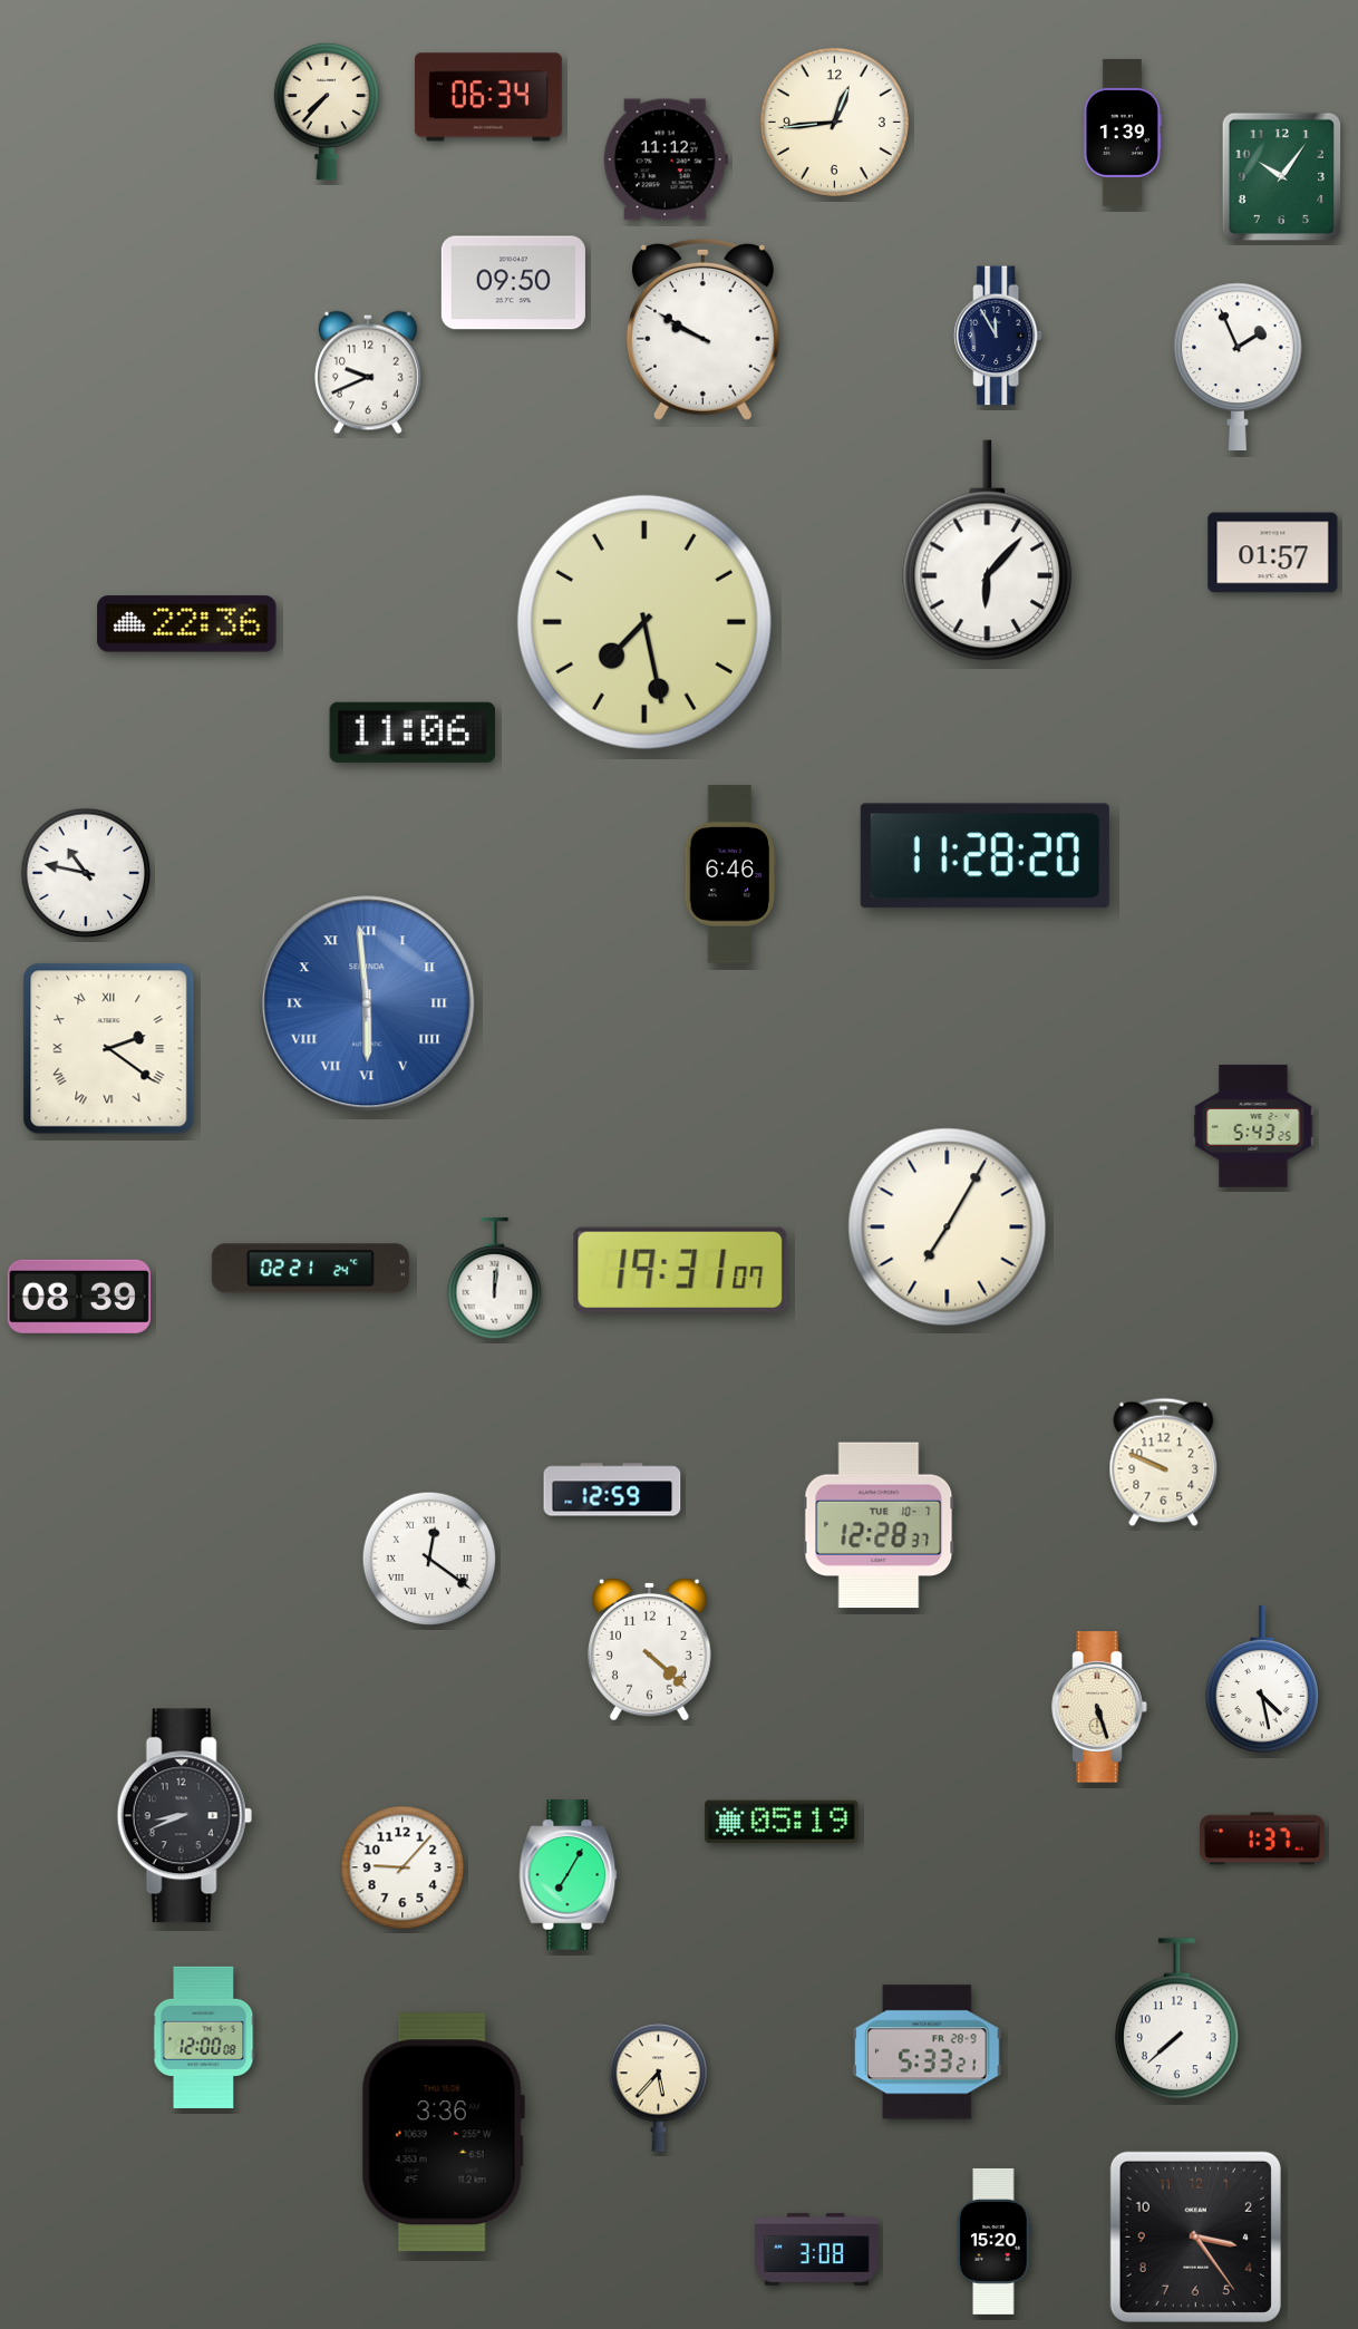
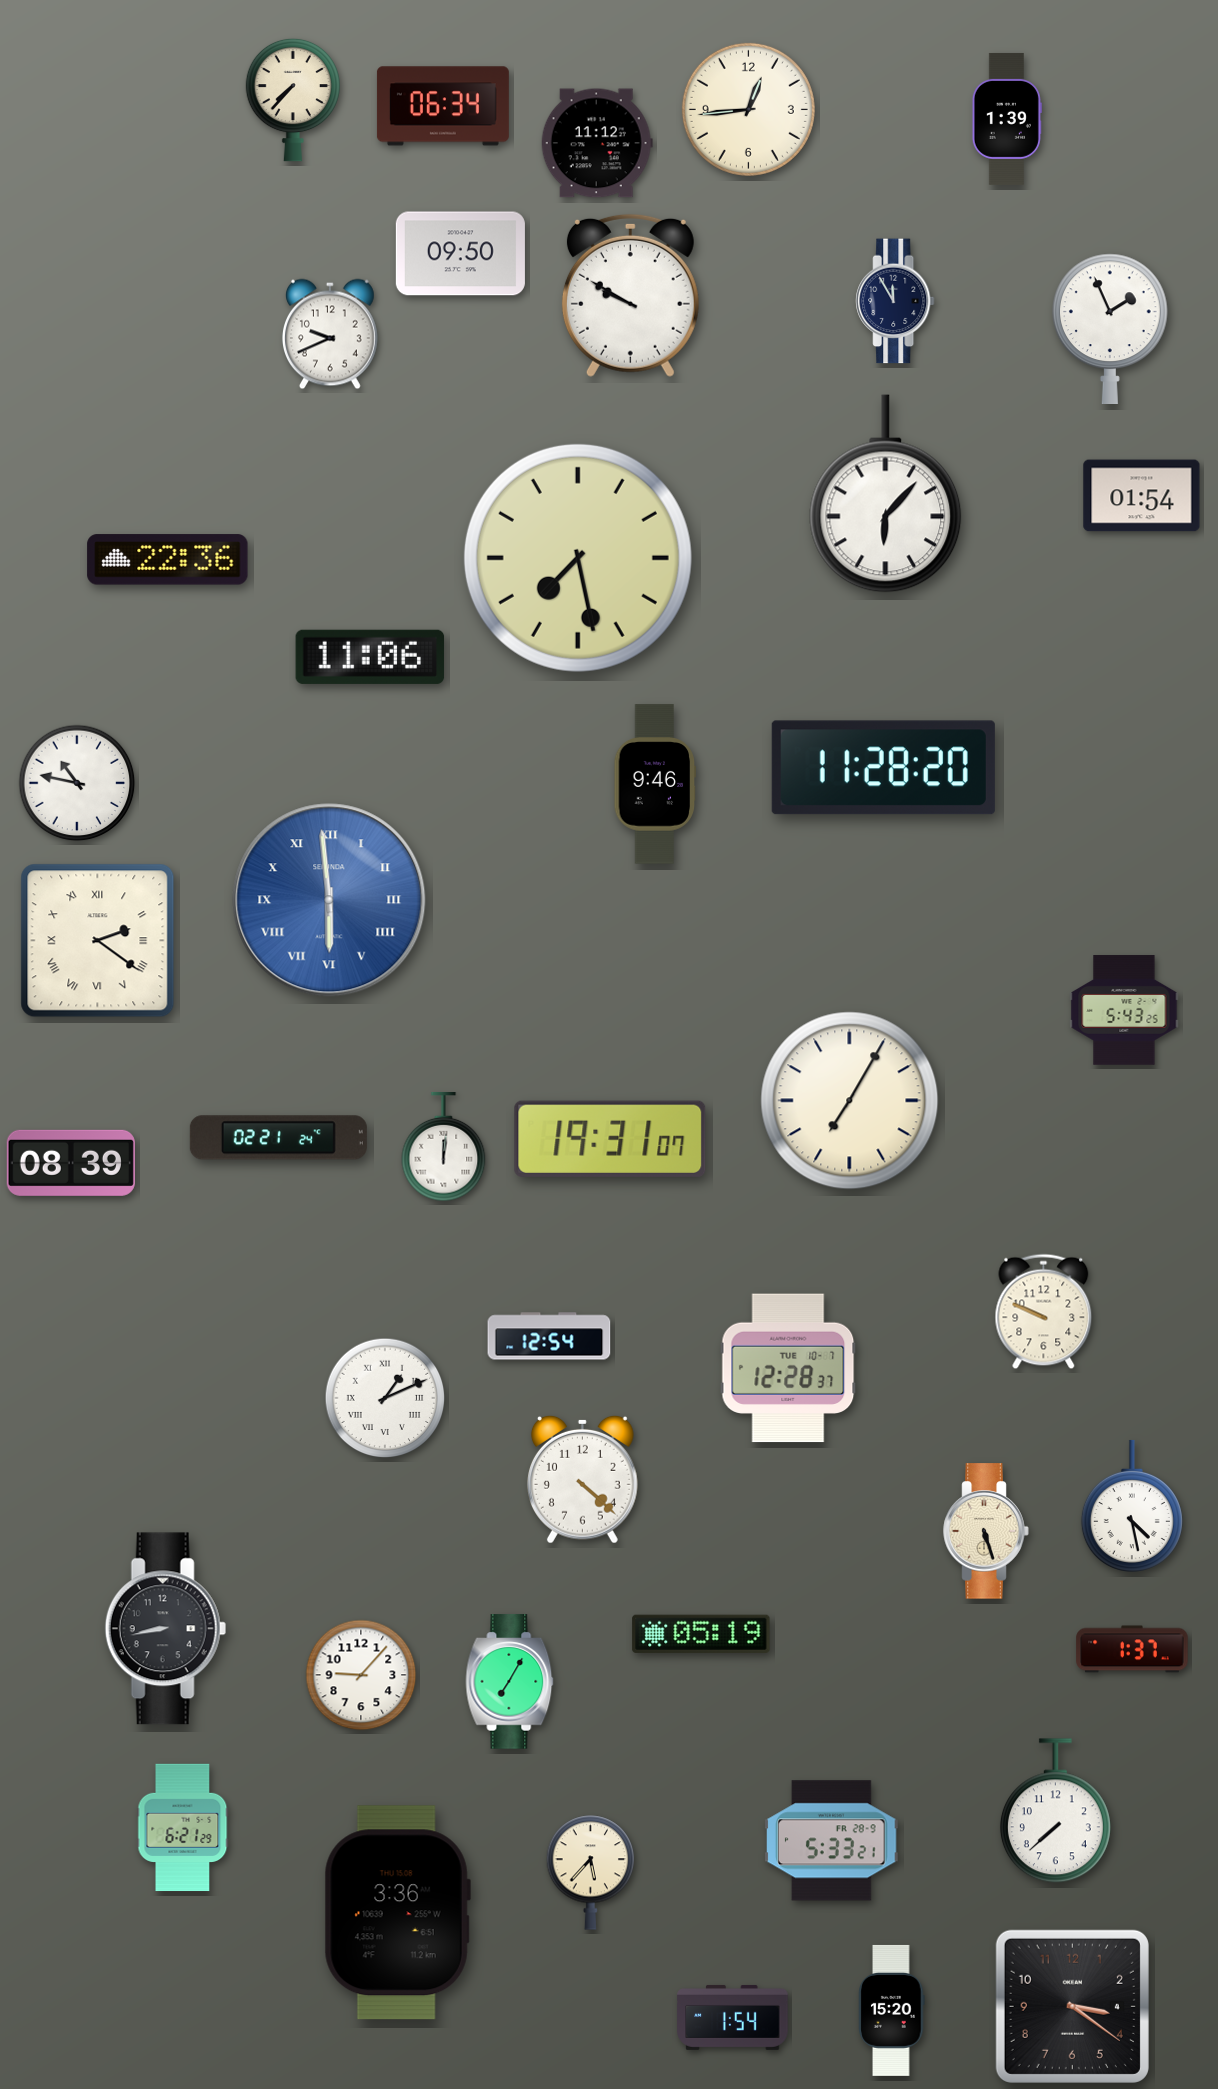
clock at (488, 97) position: (488, 97) -> (443, 106)
clock at (1282, 177): 10:06 -> none
clock at (1273, 553): 01:57 -> 01:54
clock at (730, 874): 6:46 -> 9:46
clock at (612, 1489): 12:59 -> 12:54
clock at (429, 1559): 12:21 -> 1:11
clock at (184, 1816): 8:41 -> 8:43
clock at (204, 2038): 12:00 -> 6:21
clock at (1195, 2236): 3:24 -> 3:21
clock at (817, 2249): 3:08 -> 1:54
